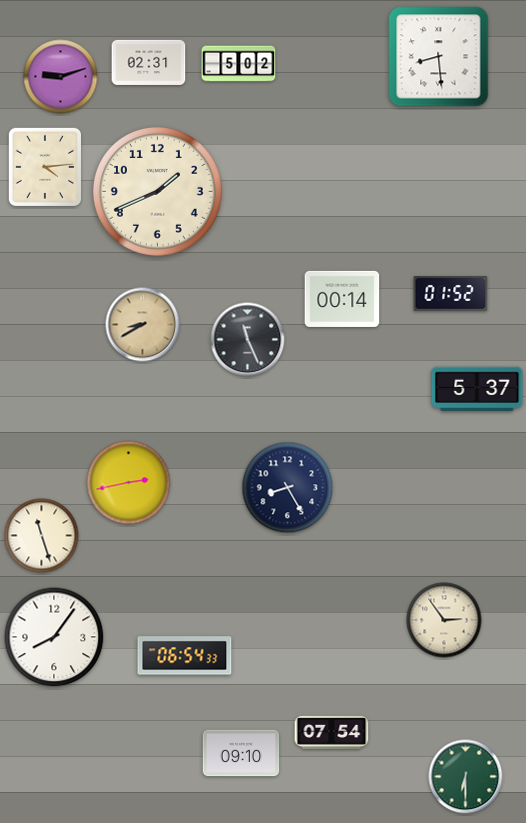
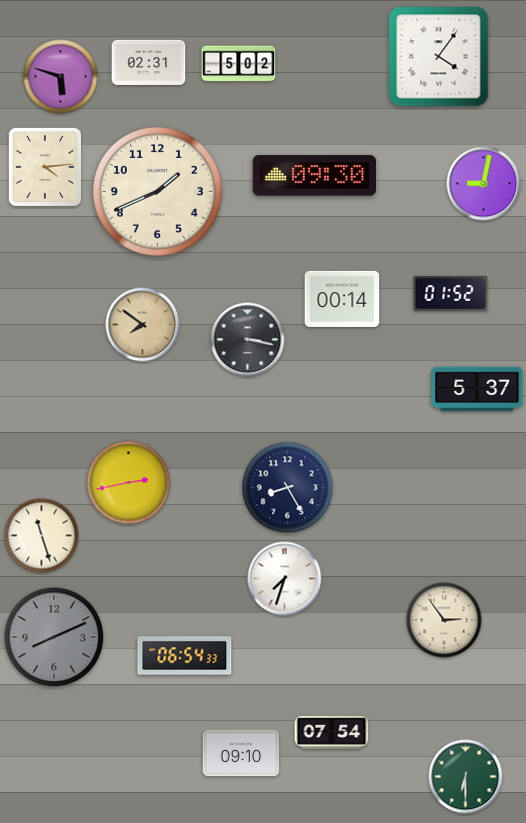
clock at (439, 57): 8:29 -> 4:06
clock at (61, 77): 9:12 -> 5:48
clock at (314, 176): none -> 09:30
clock at (484, 184): none -> 9:02
clock at (143, 325): 8:40 -> 7:51
clock at (248, 340): 11:26 -> 3:17
clock at (285, 579): none -> 7:33
clock at (54, 637): 8:06 -> 8:11
clock at (54, 637) dial: white -> grey
